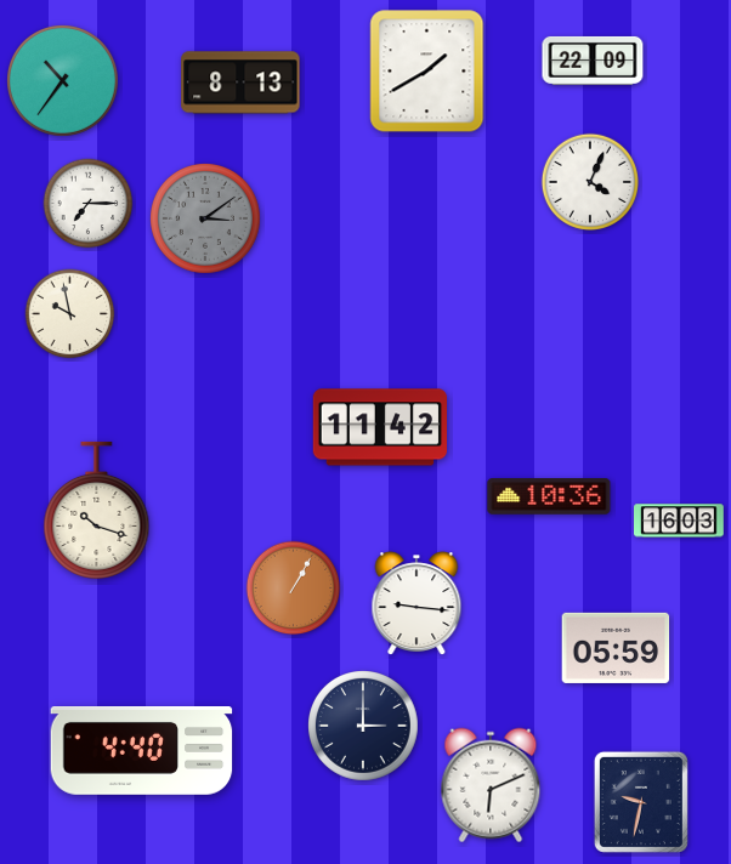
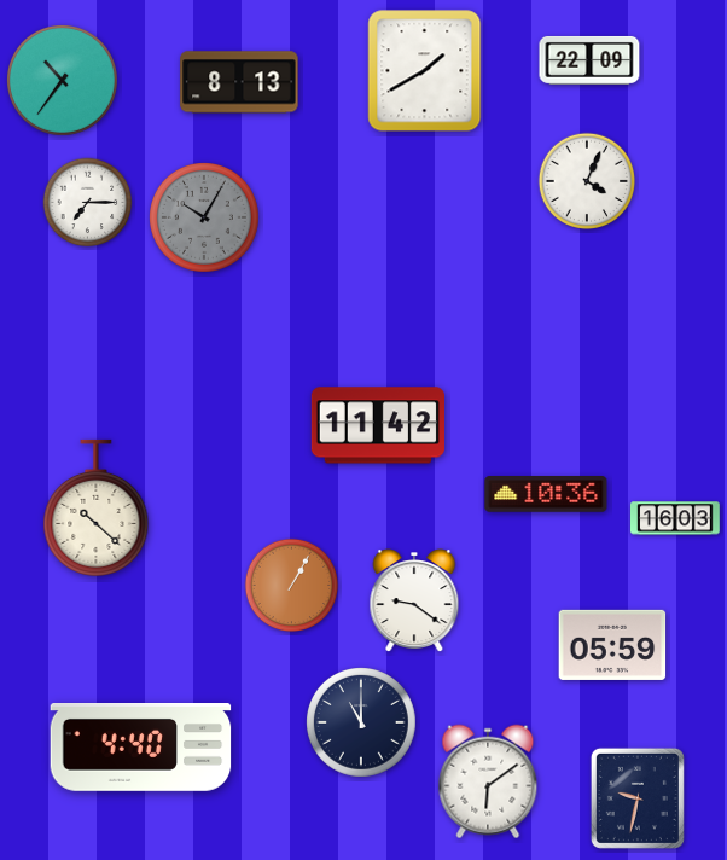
clock at (206, 220): 3:09 -> 10:05
clock at (70, 314): 9:58 -> none
clock at (97, 510): 10:18 -> 10:22
clock at (416, 603): 9:16 -> 9:21
clock at (364, 727): 3:00 -> 11:00
clock at (491, 785): 6:11 -> 6:09
